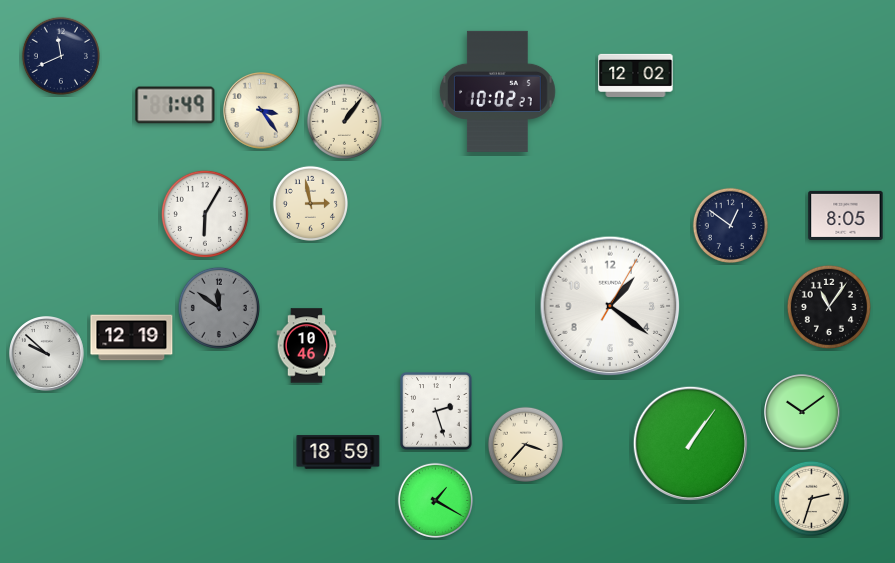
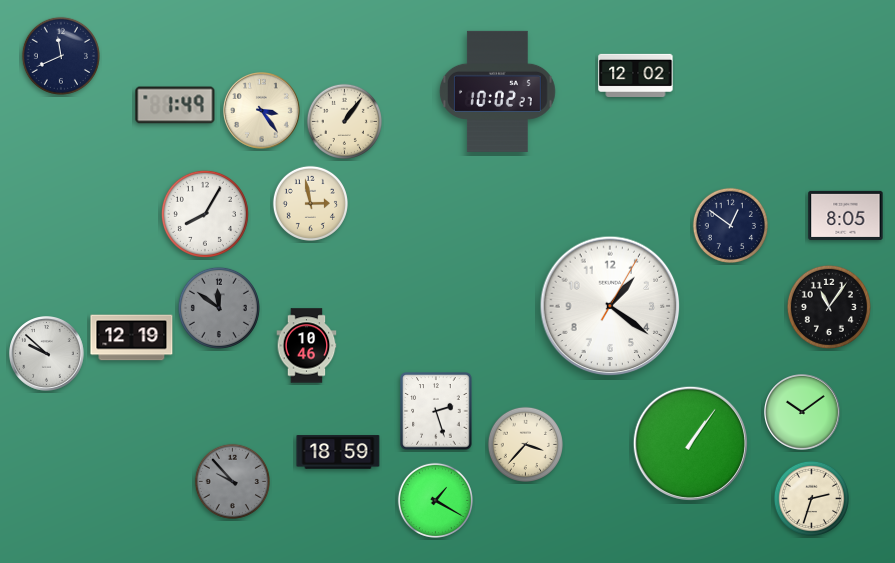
clock at (205, 214): 6:05 -> 8:05
clock at (232, 481): none -> 9:53
